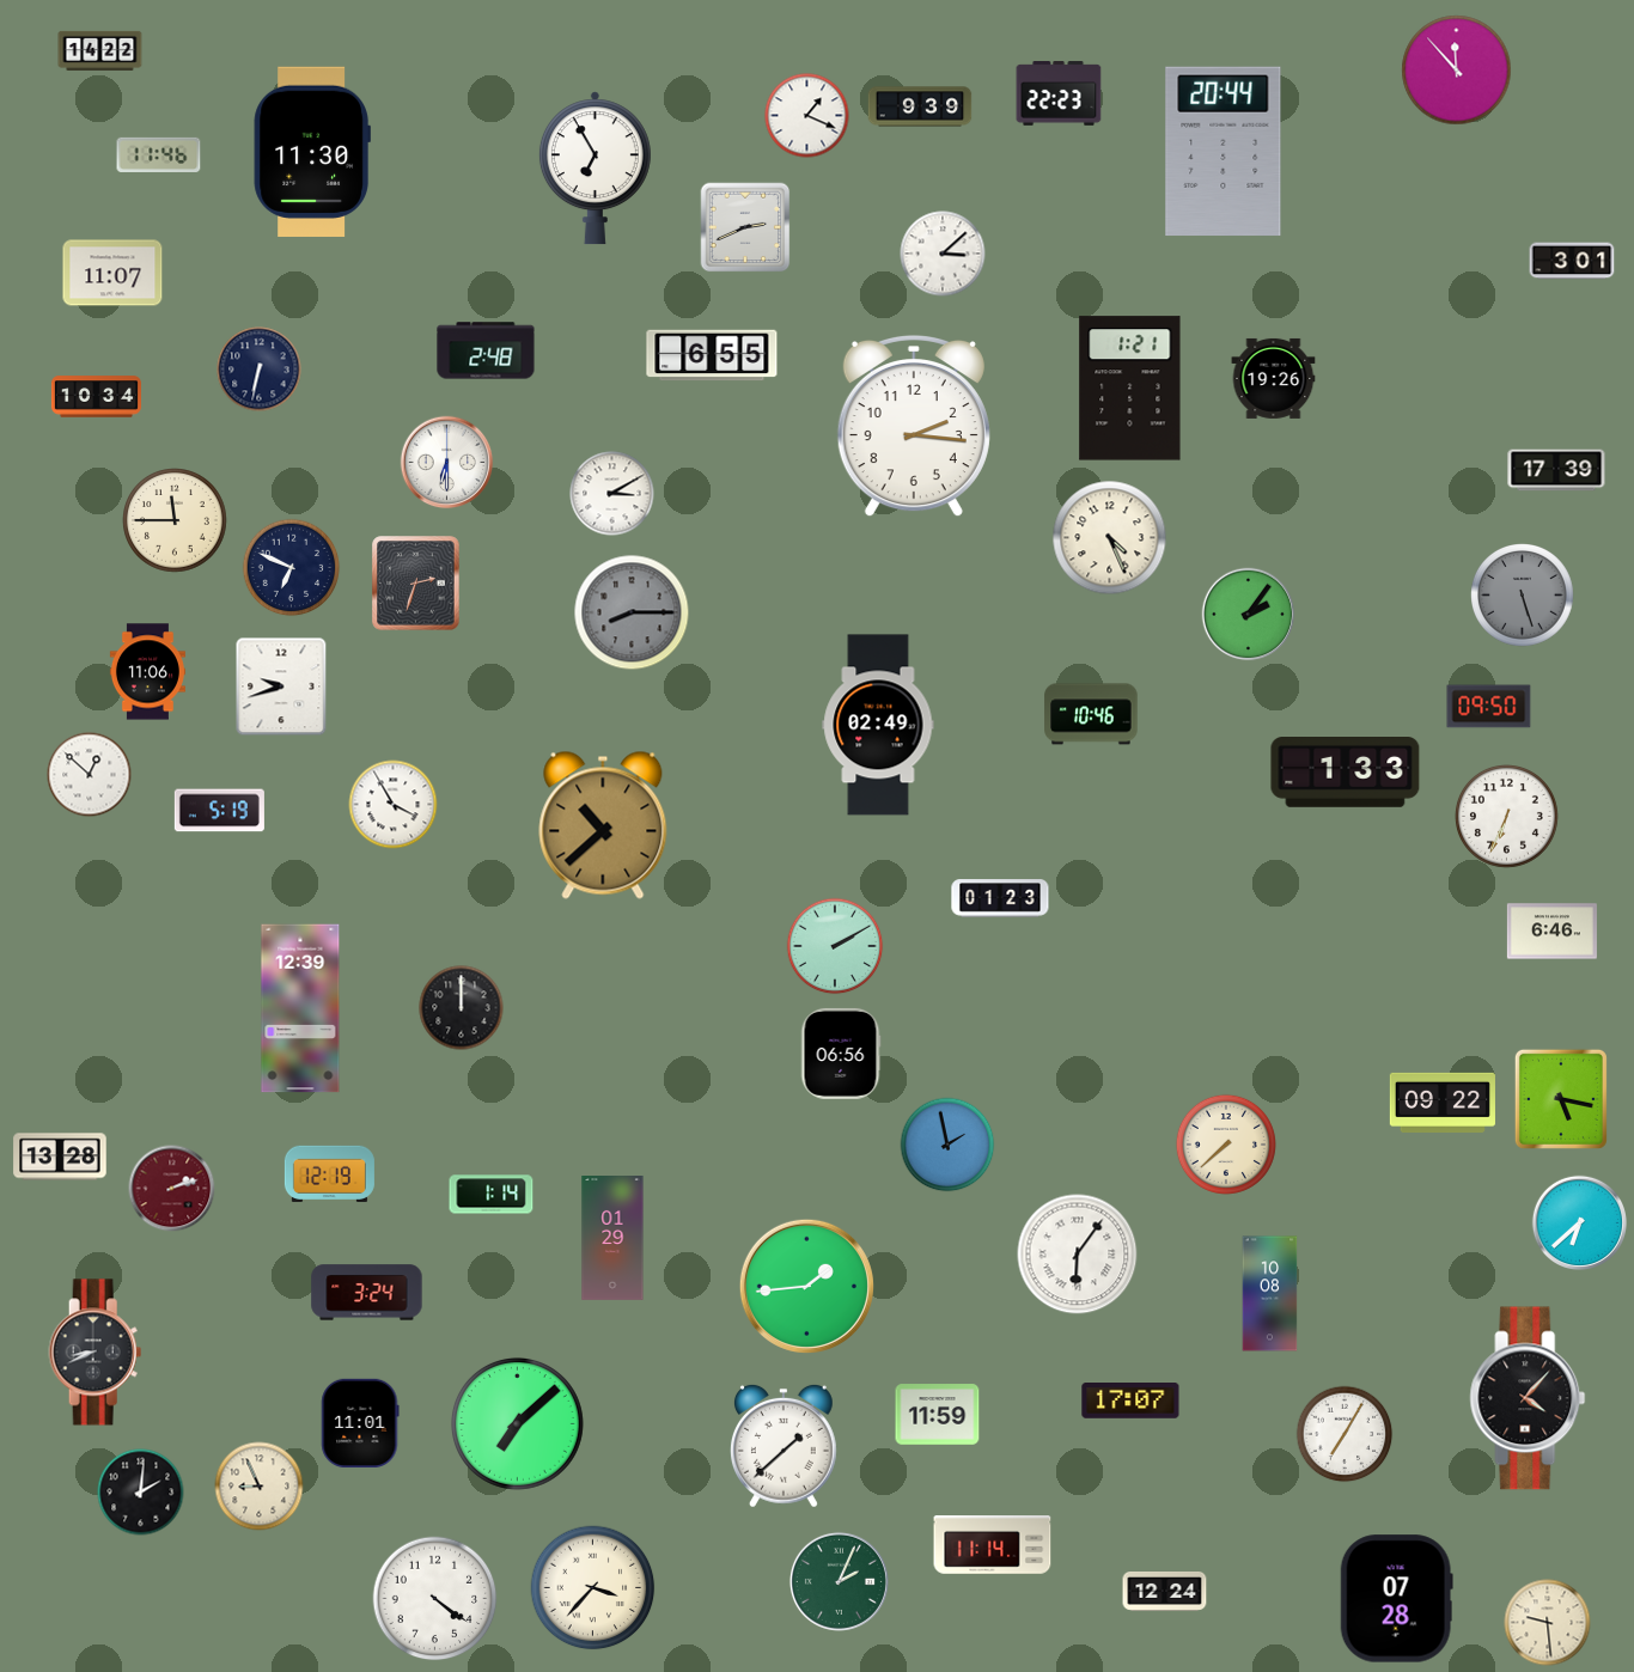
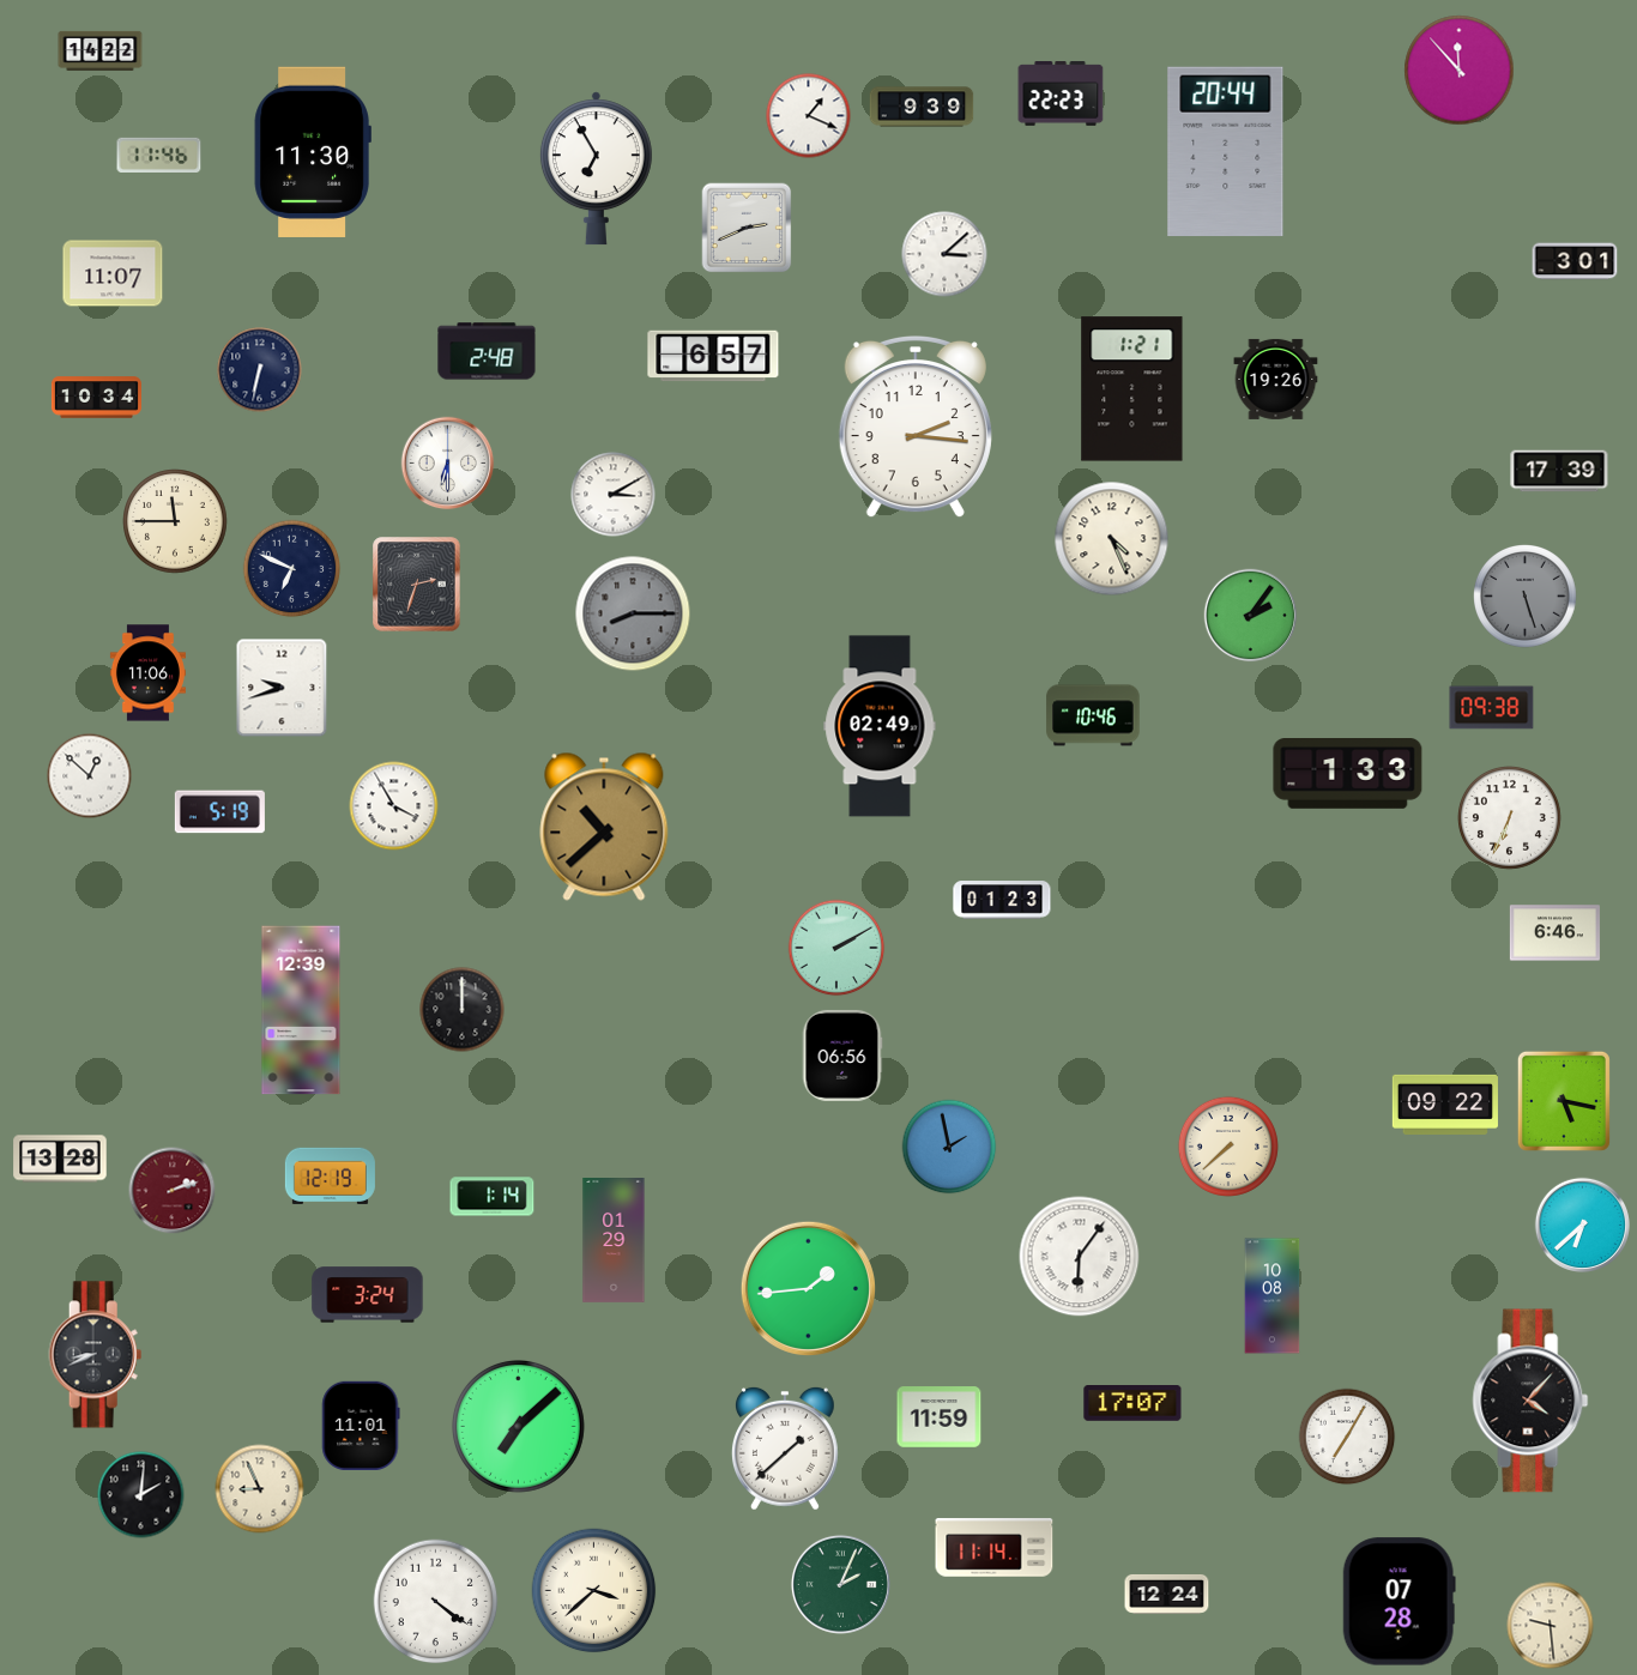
clock at (712, 355): 6:55 -> 6:57
clock at (1489, 707): 09:50 -> 09:38
clock at (593, 1588): 3:37 -> 3:38
